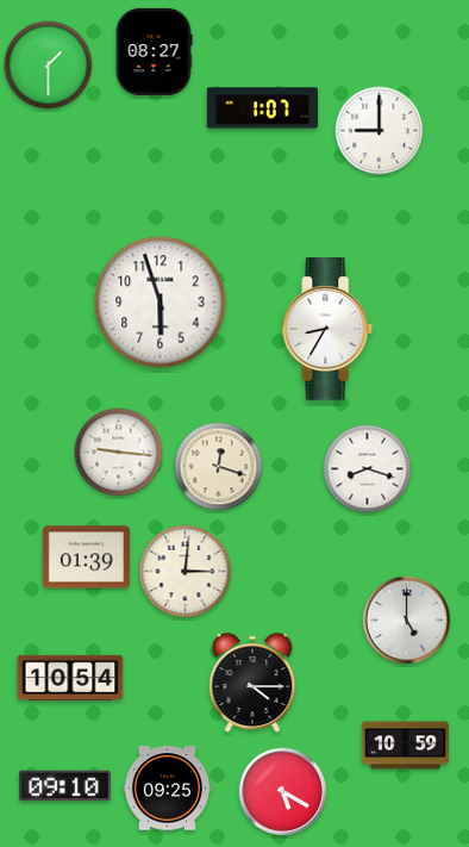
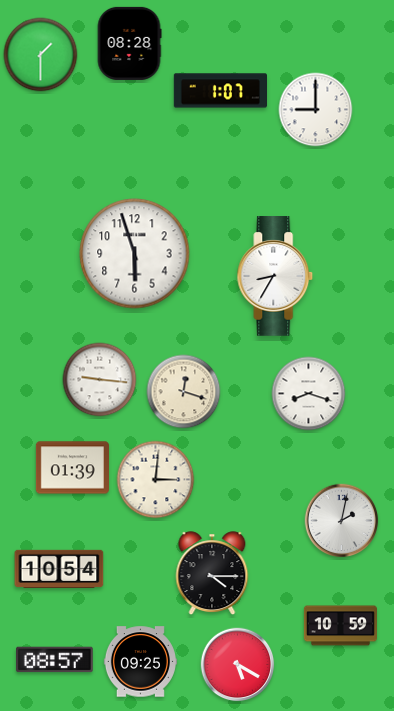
clock at (154, 51): 08:27 -> 08:28
clock at (380, 131) position: (380, 131) -> (316, 110)
clock at (407, 621): 5:00 -> 2:02
clock at (65, 786): 09:10 -> 08:57
